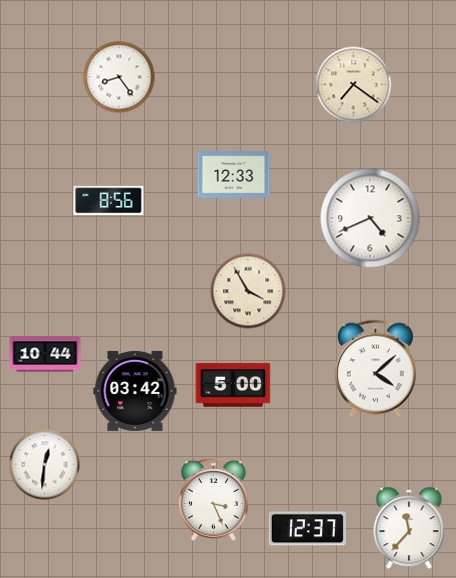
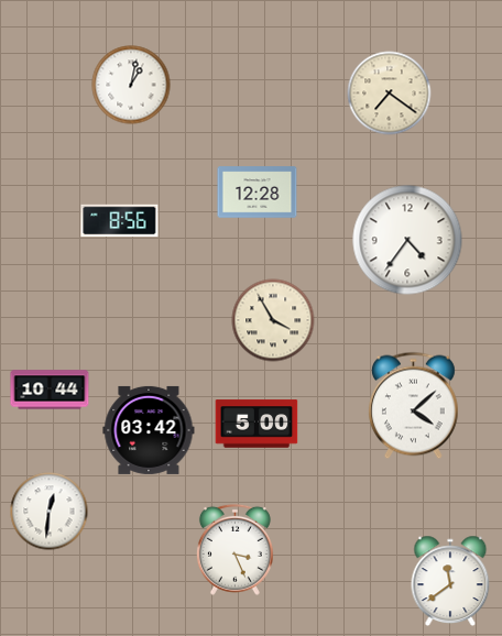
clock at (119, 77): 8:24 -> 1:02
clock at (234, 175): 12:33 -> 12:28
clock at (370, 218): 4:41 -> 4:36
clock at (409, 528): 11:37 -> 11:39
clock at (307, 529): 12:37 -> none
